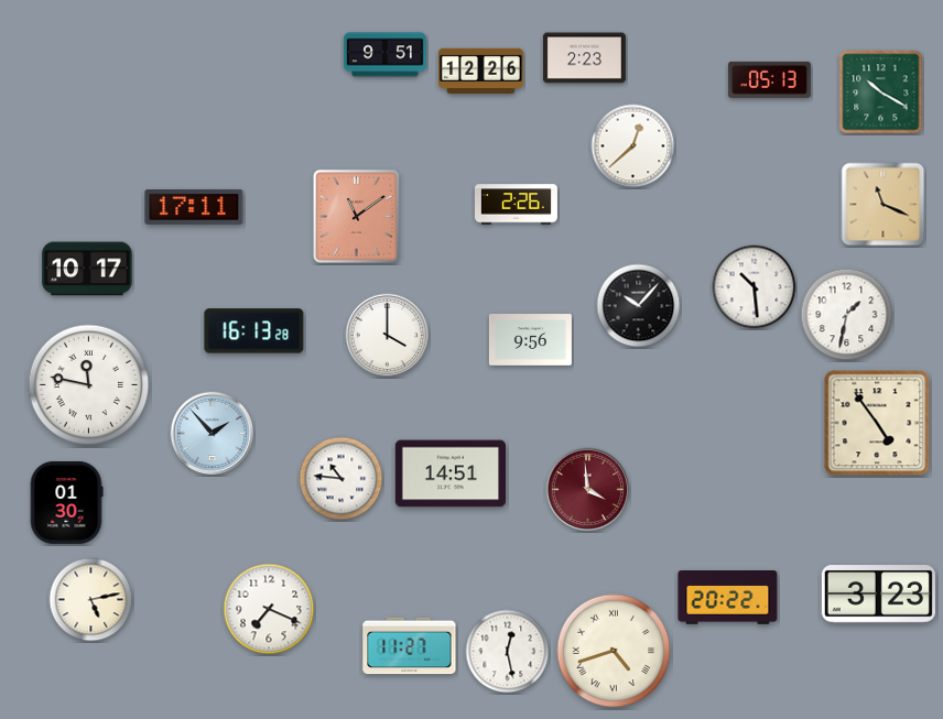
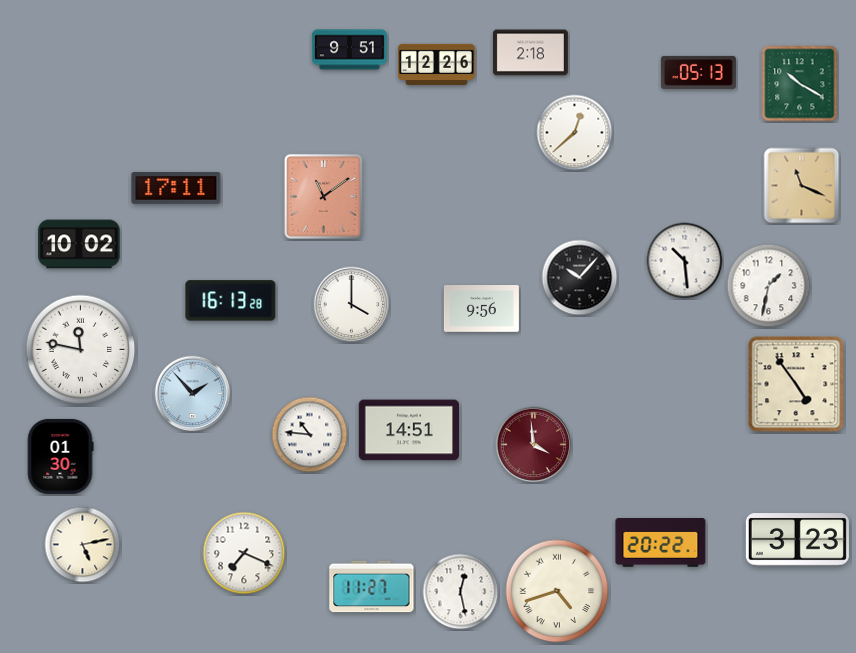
clock at (584, 58): 2:23 -> 2:18
clock at (516, 205): 2:26 -> none
clock at (87, 269): 10:17 -> 10:02
